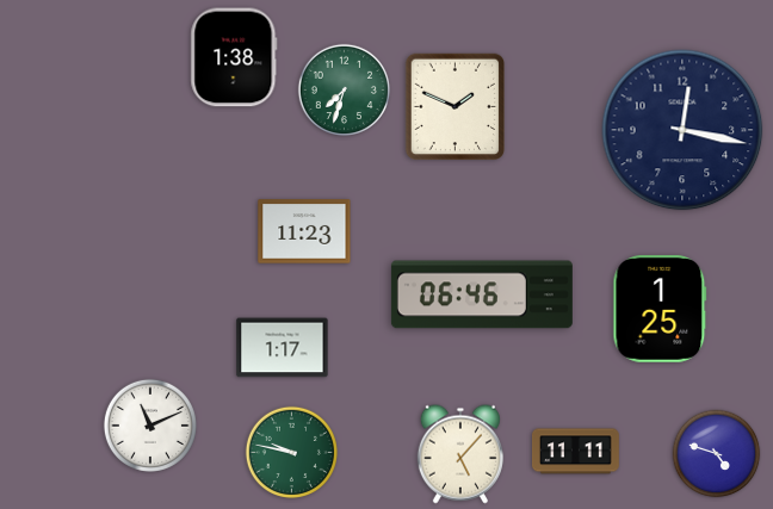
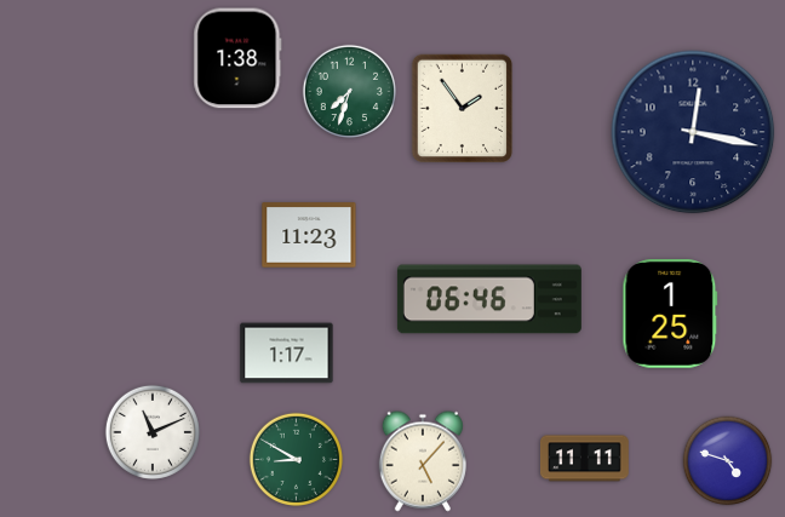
clock at (456, 107): 1:49 -> 1:54
clock at (291, 452): 9:47 -> 8:50
clock at (460, 454) position: (460, 454) -> (423, 461)
